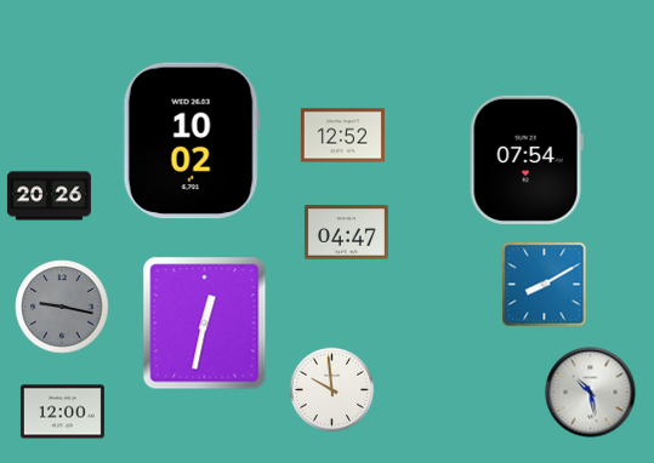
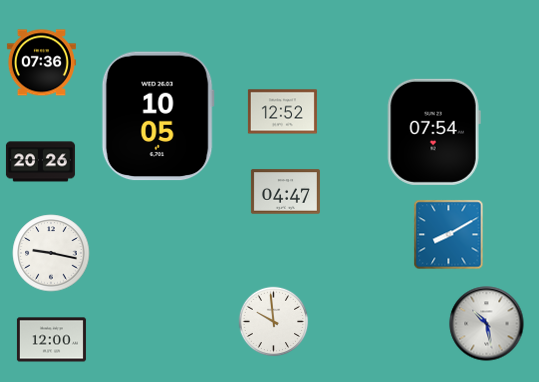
clock at (41, 63): none -> 07:36
clock at (192, 141): 10:02 -> 10:05
clock at (62, 307) dial: grey -> white
clock at (205, 324): 12:32 -> none
